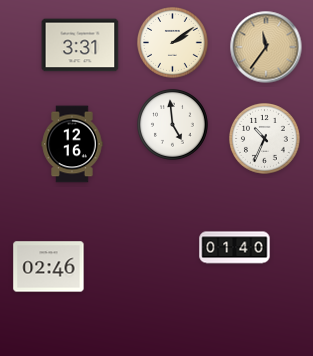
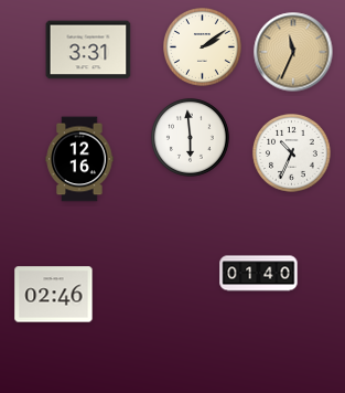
clock at (173, 43) position: (173, 43) -> (203, 47)
clock at (266, 47): 11:36 -> 11:34
clock at (173, 125): 4:59 -> 5:59
